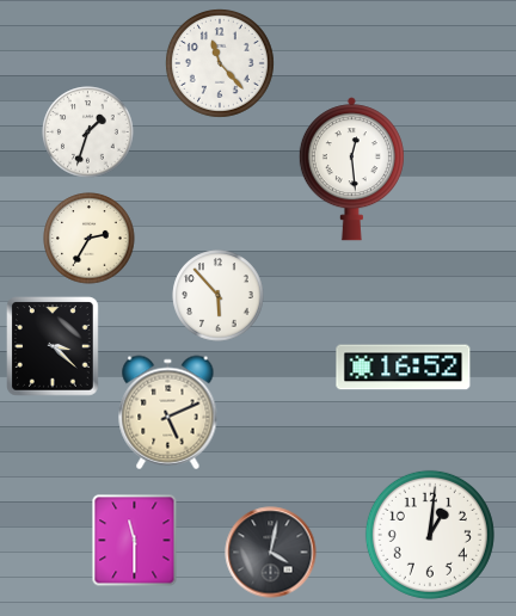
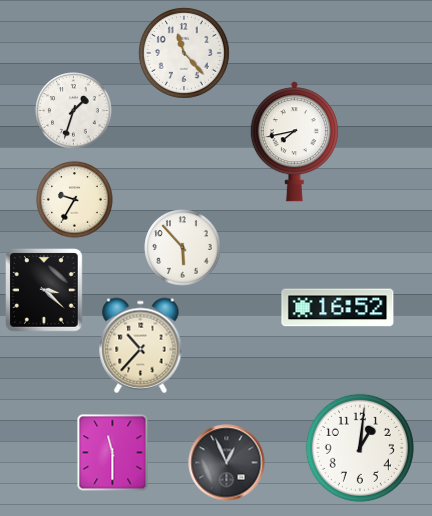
clock at (351, 170): 12:29 -> 7:43
clock at (90, 239): 2:35 -> 9:35
clock at (168, 413): 5:11 -> 10:37
clock at (271, 553): 4:02 -> 12:56
